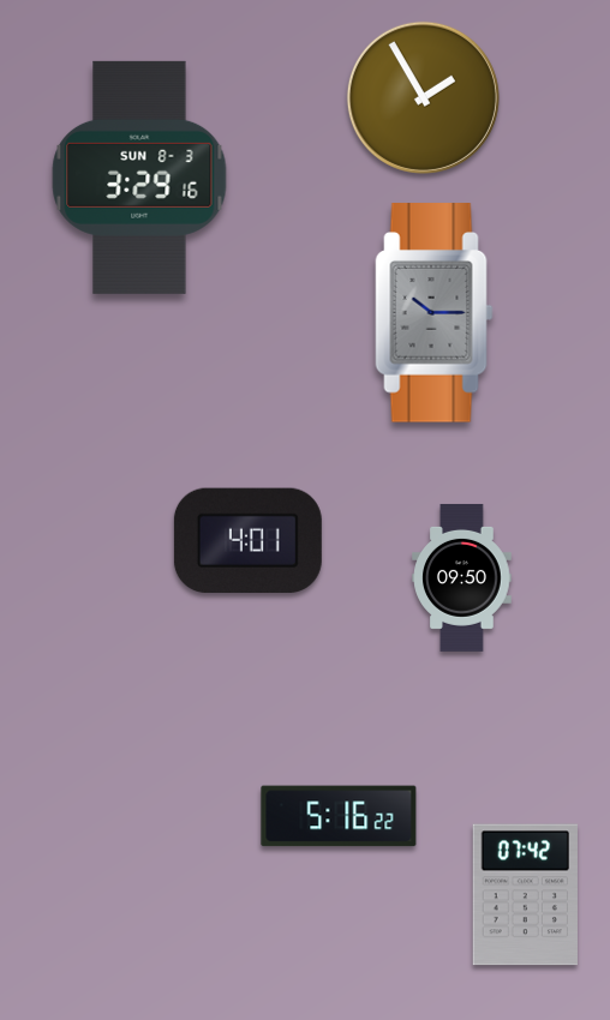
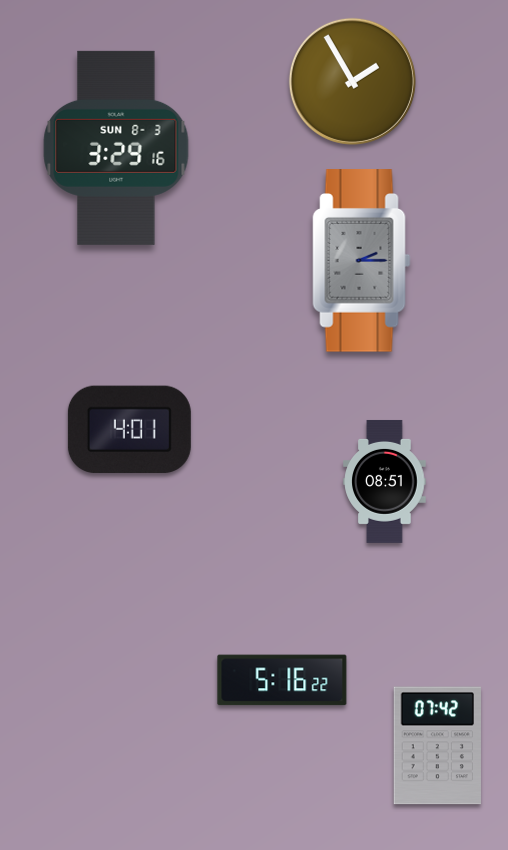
clock at (435, 313): 10:15 -> 2:15
clock at (247, 541) position: (247, 541) -> (129, 430)
clock at (462, 577): 09:50 -> 08:51
